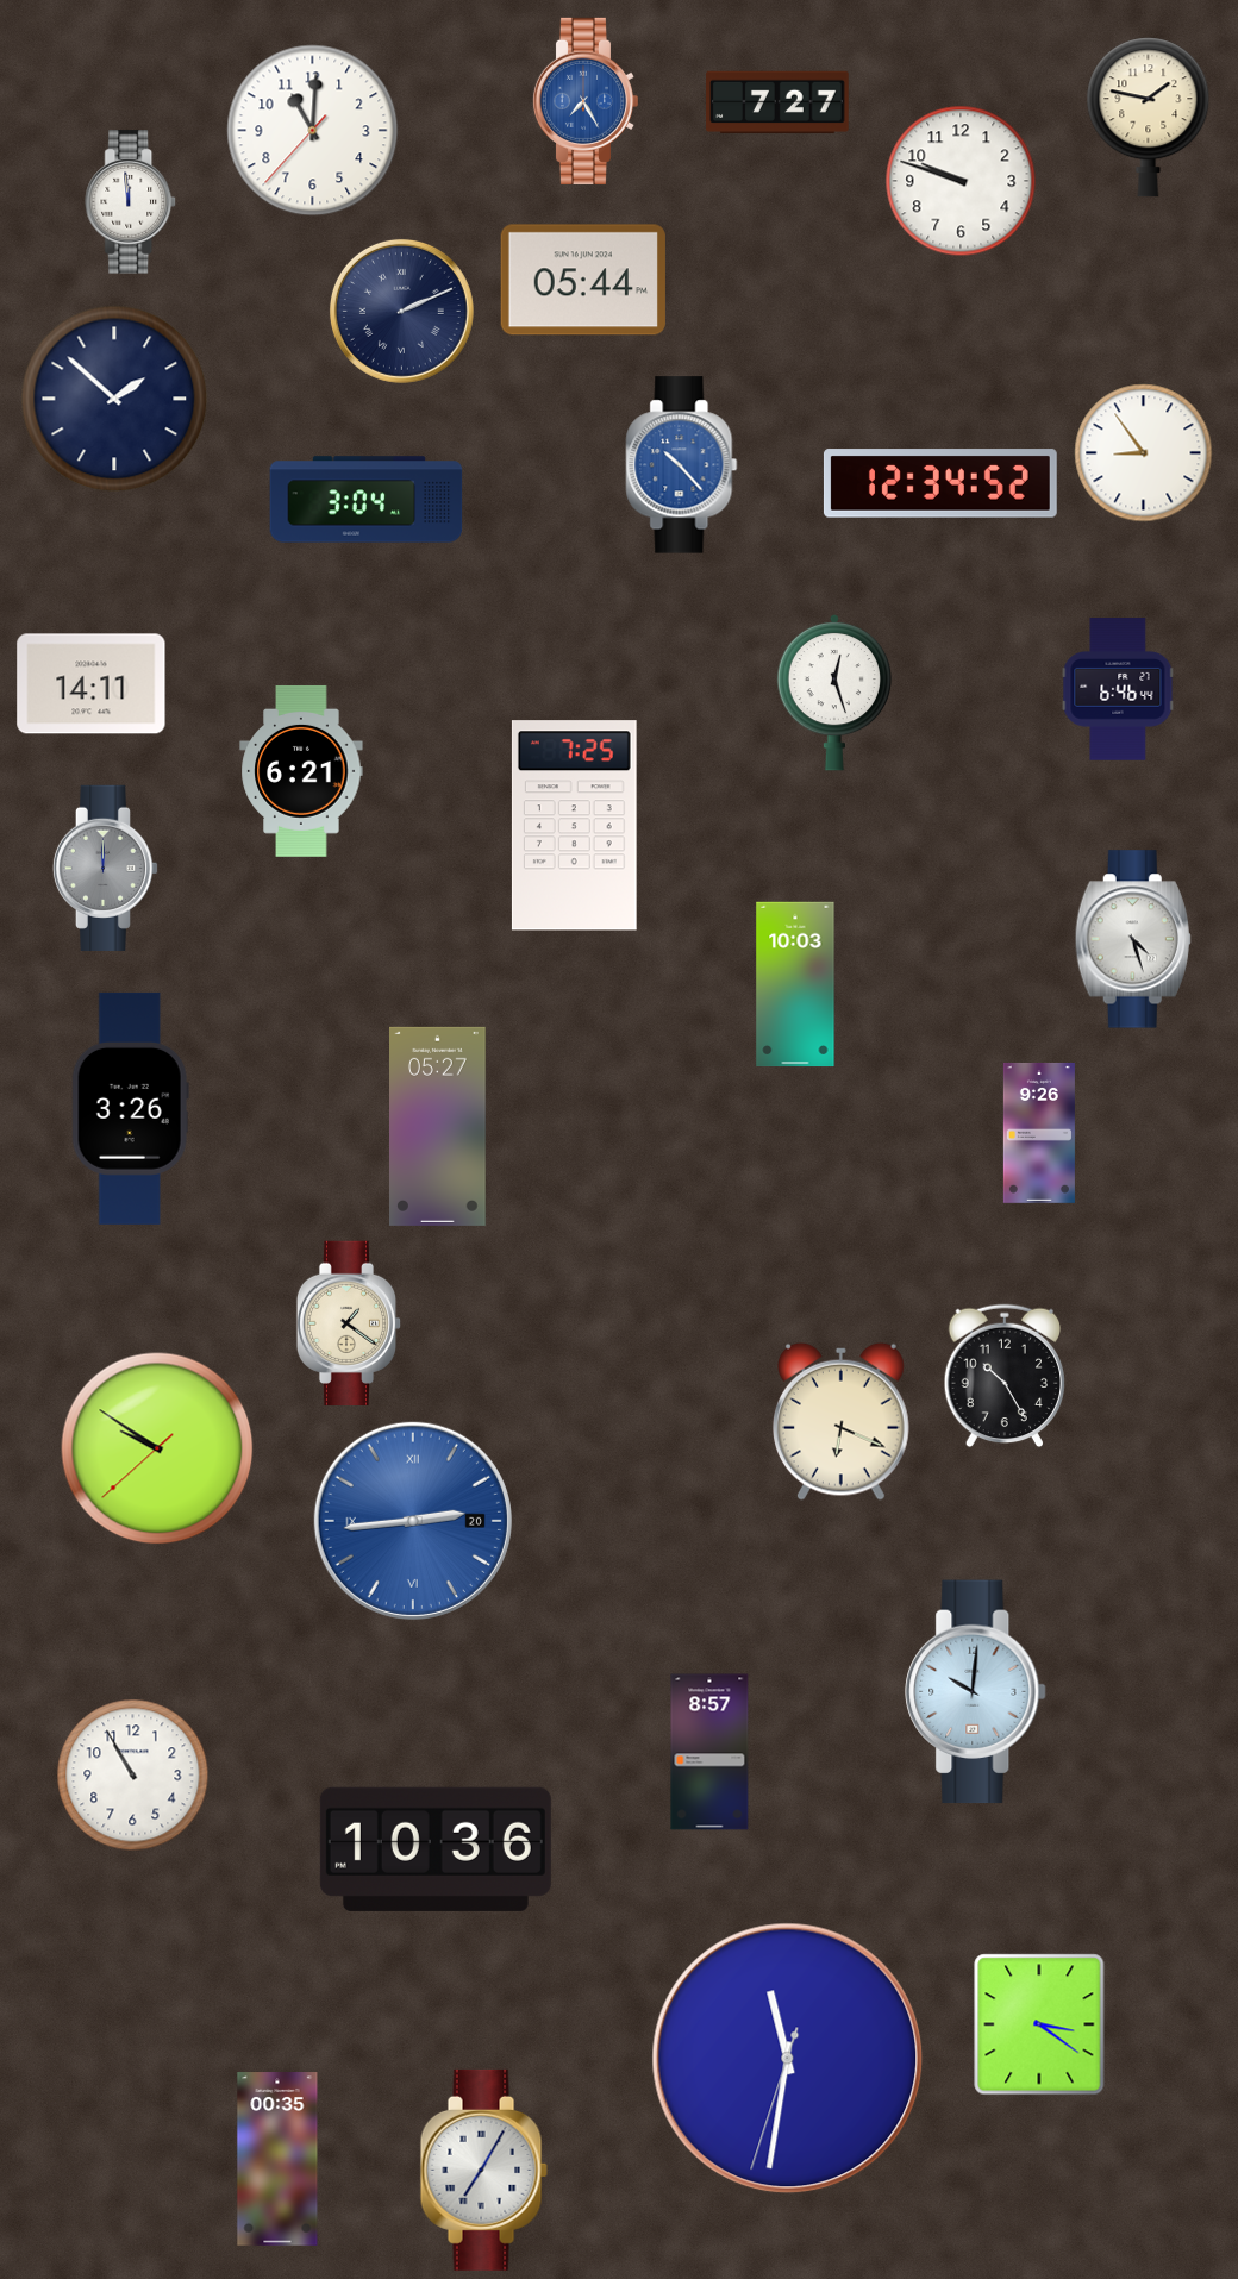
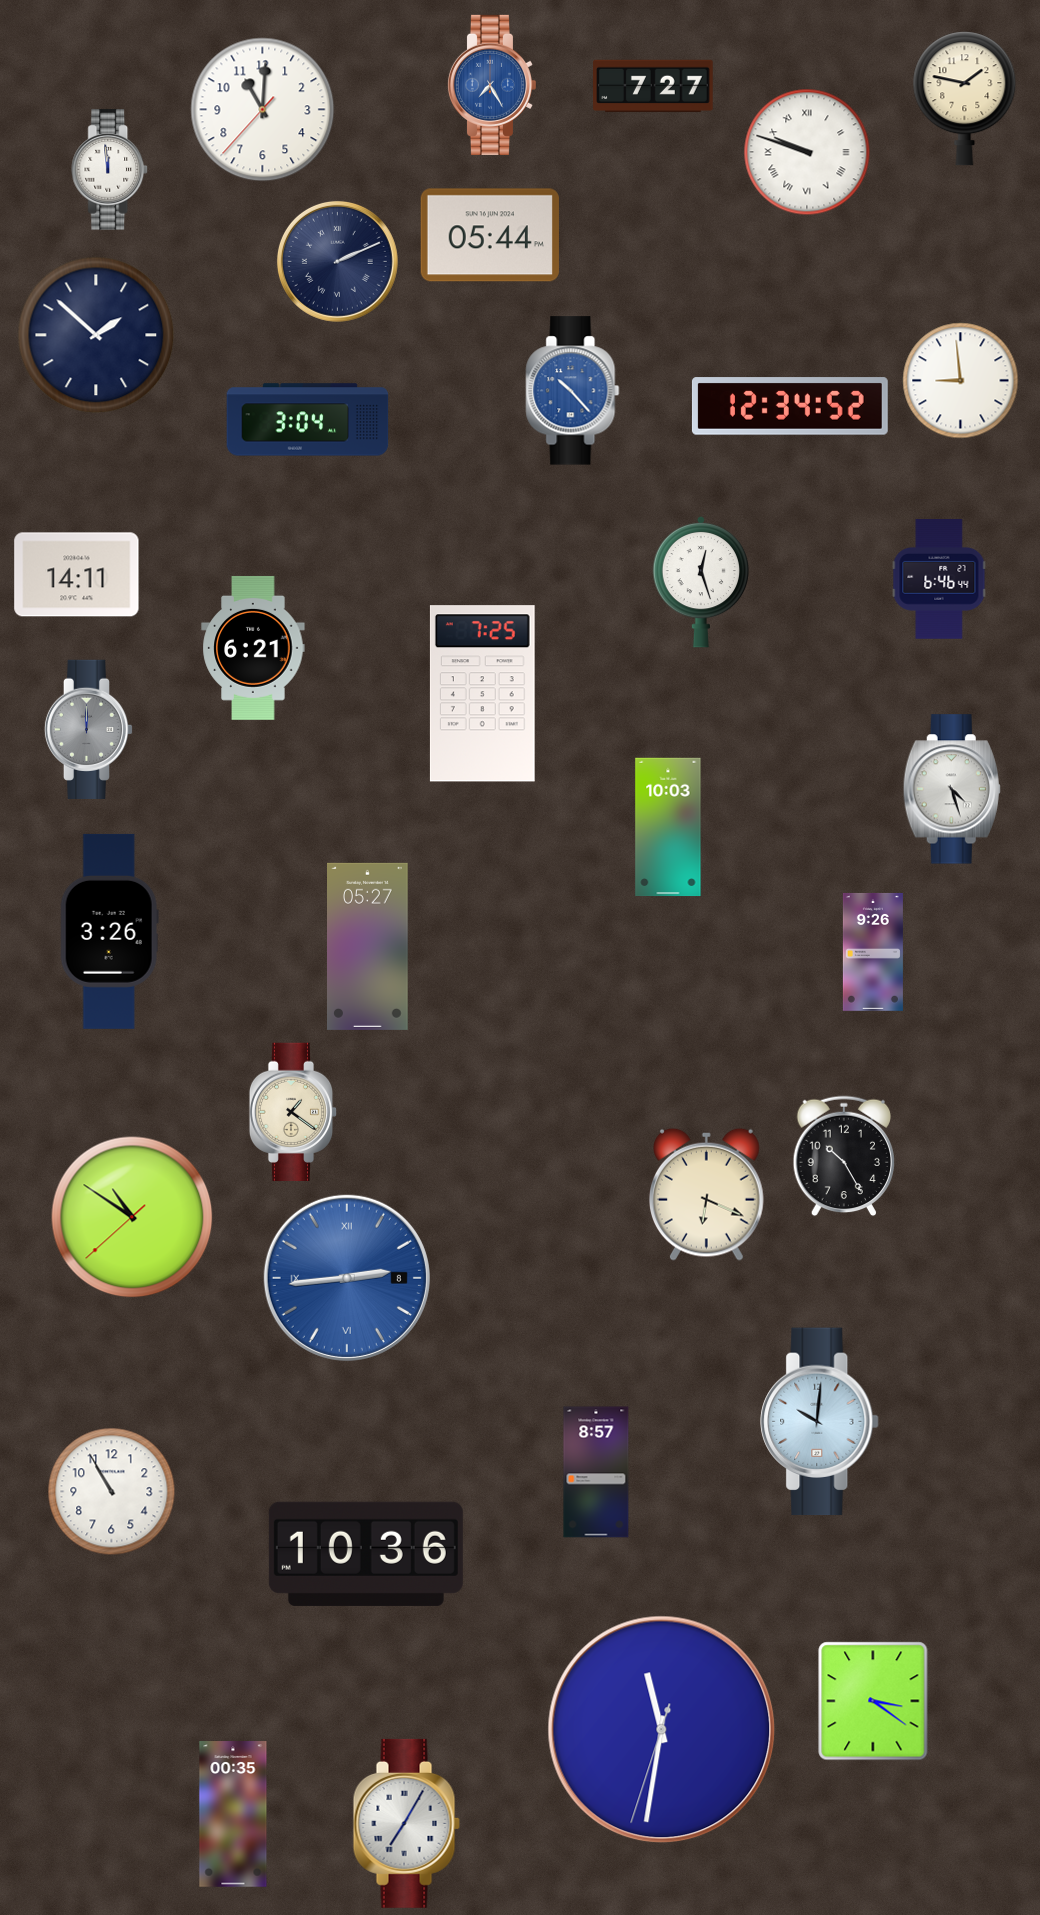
clock at (961, 181) numerals: Arabic -> Roman
clock at (1144, 453): 8:54 -> 8:59
clock at (157, 1448): 9:50 -> 10:50
clock at (413, 1521) date: 20 -> 8
